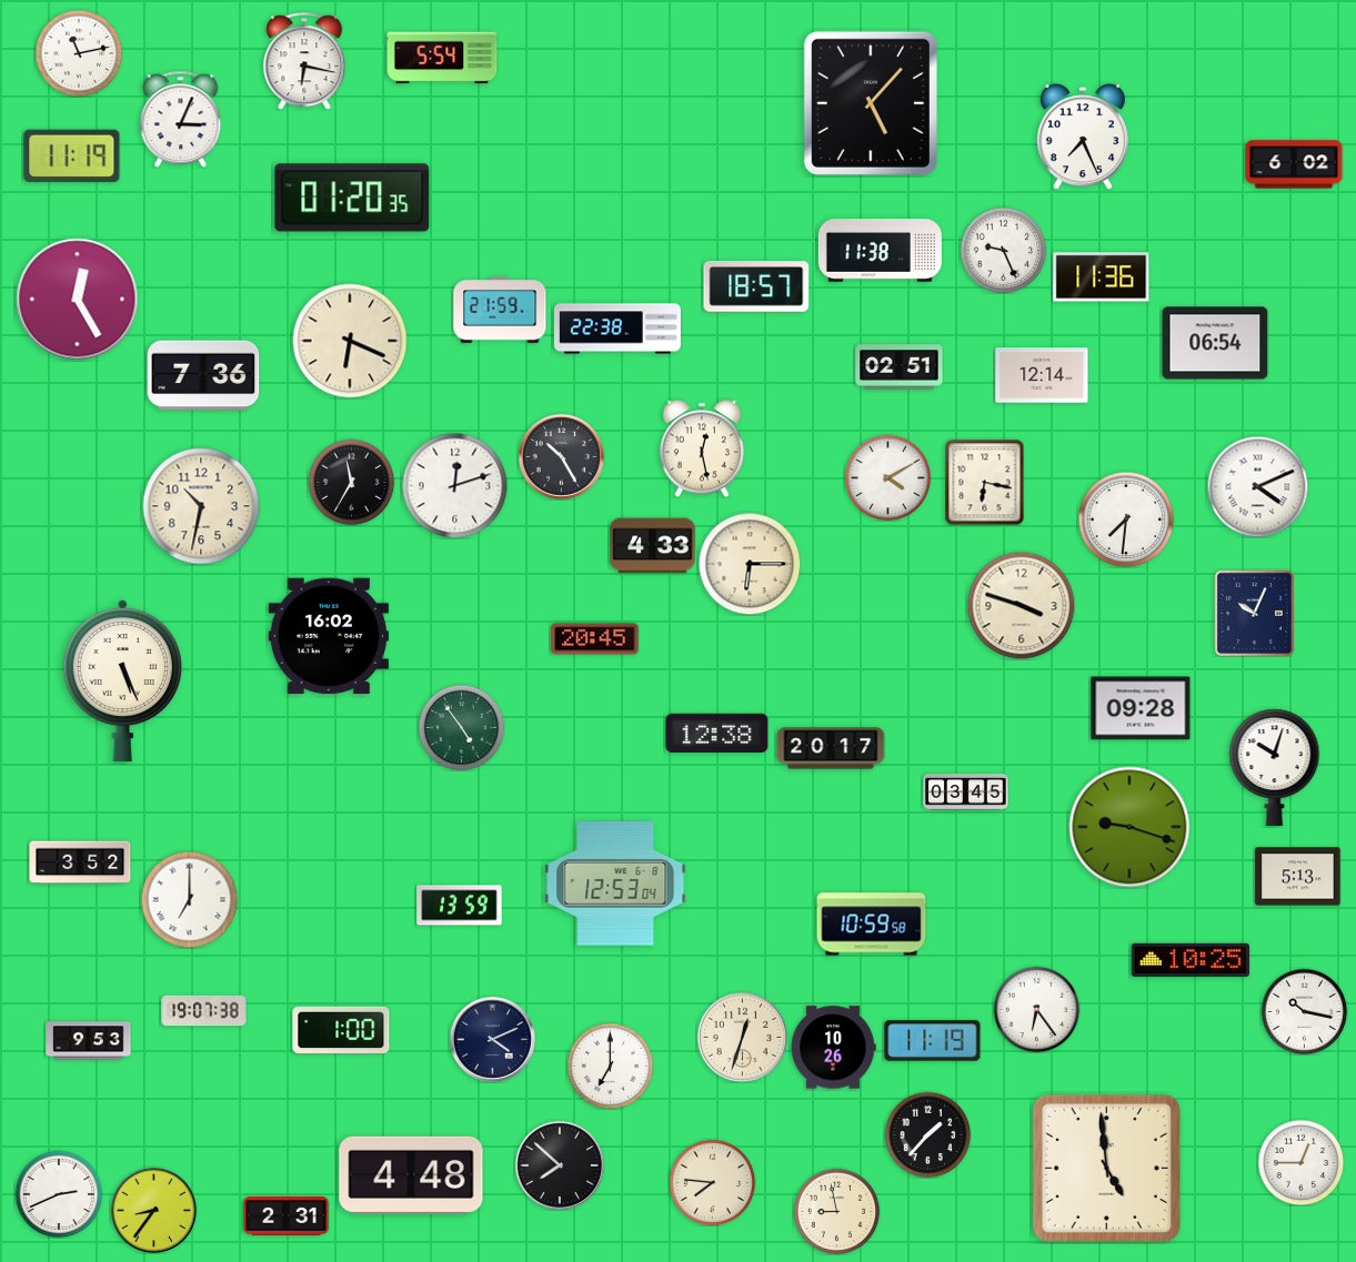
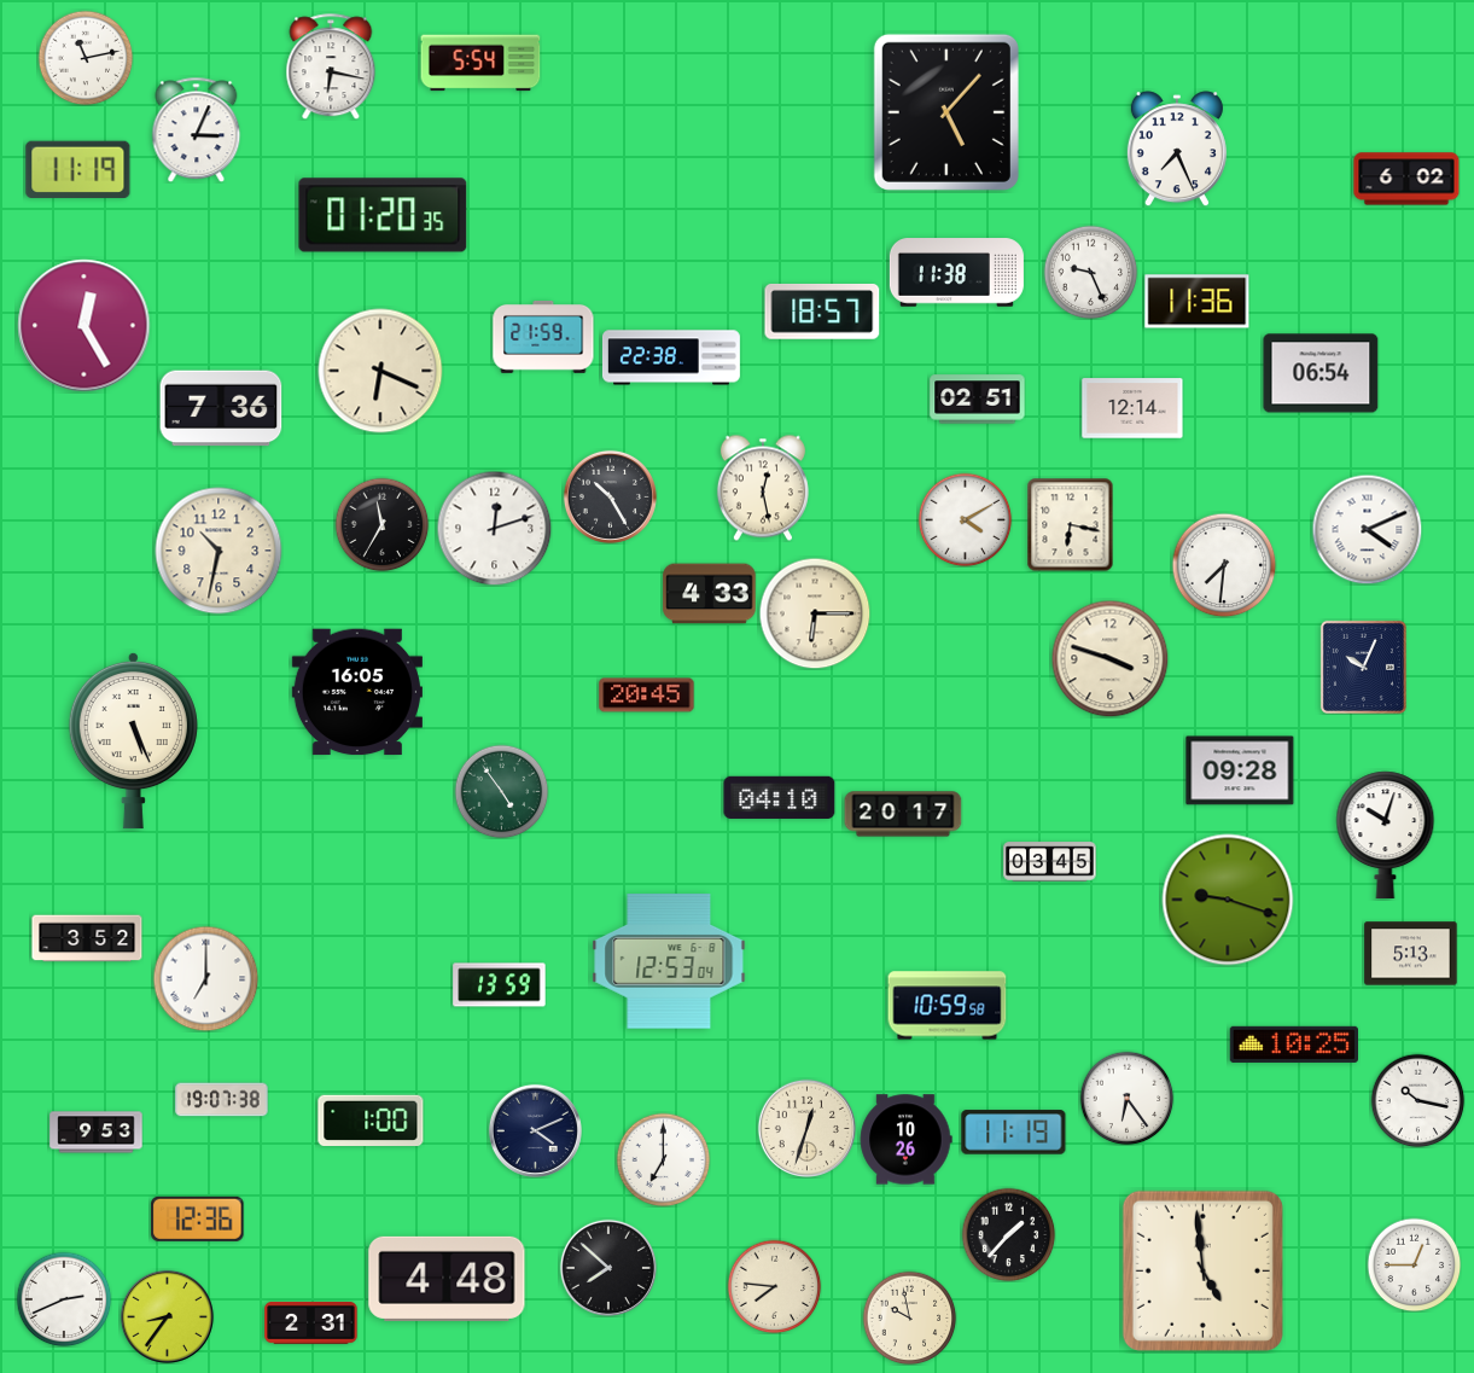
clock at (329, 636): 16:02 -> 16:05
clock at (717, 733): 12:38 -> 04:10
clock at (198, 1218): none -> 12:36
clock at (836, 1211): 8:58 -> 9:58
